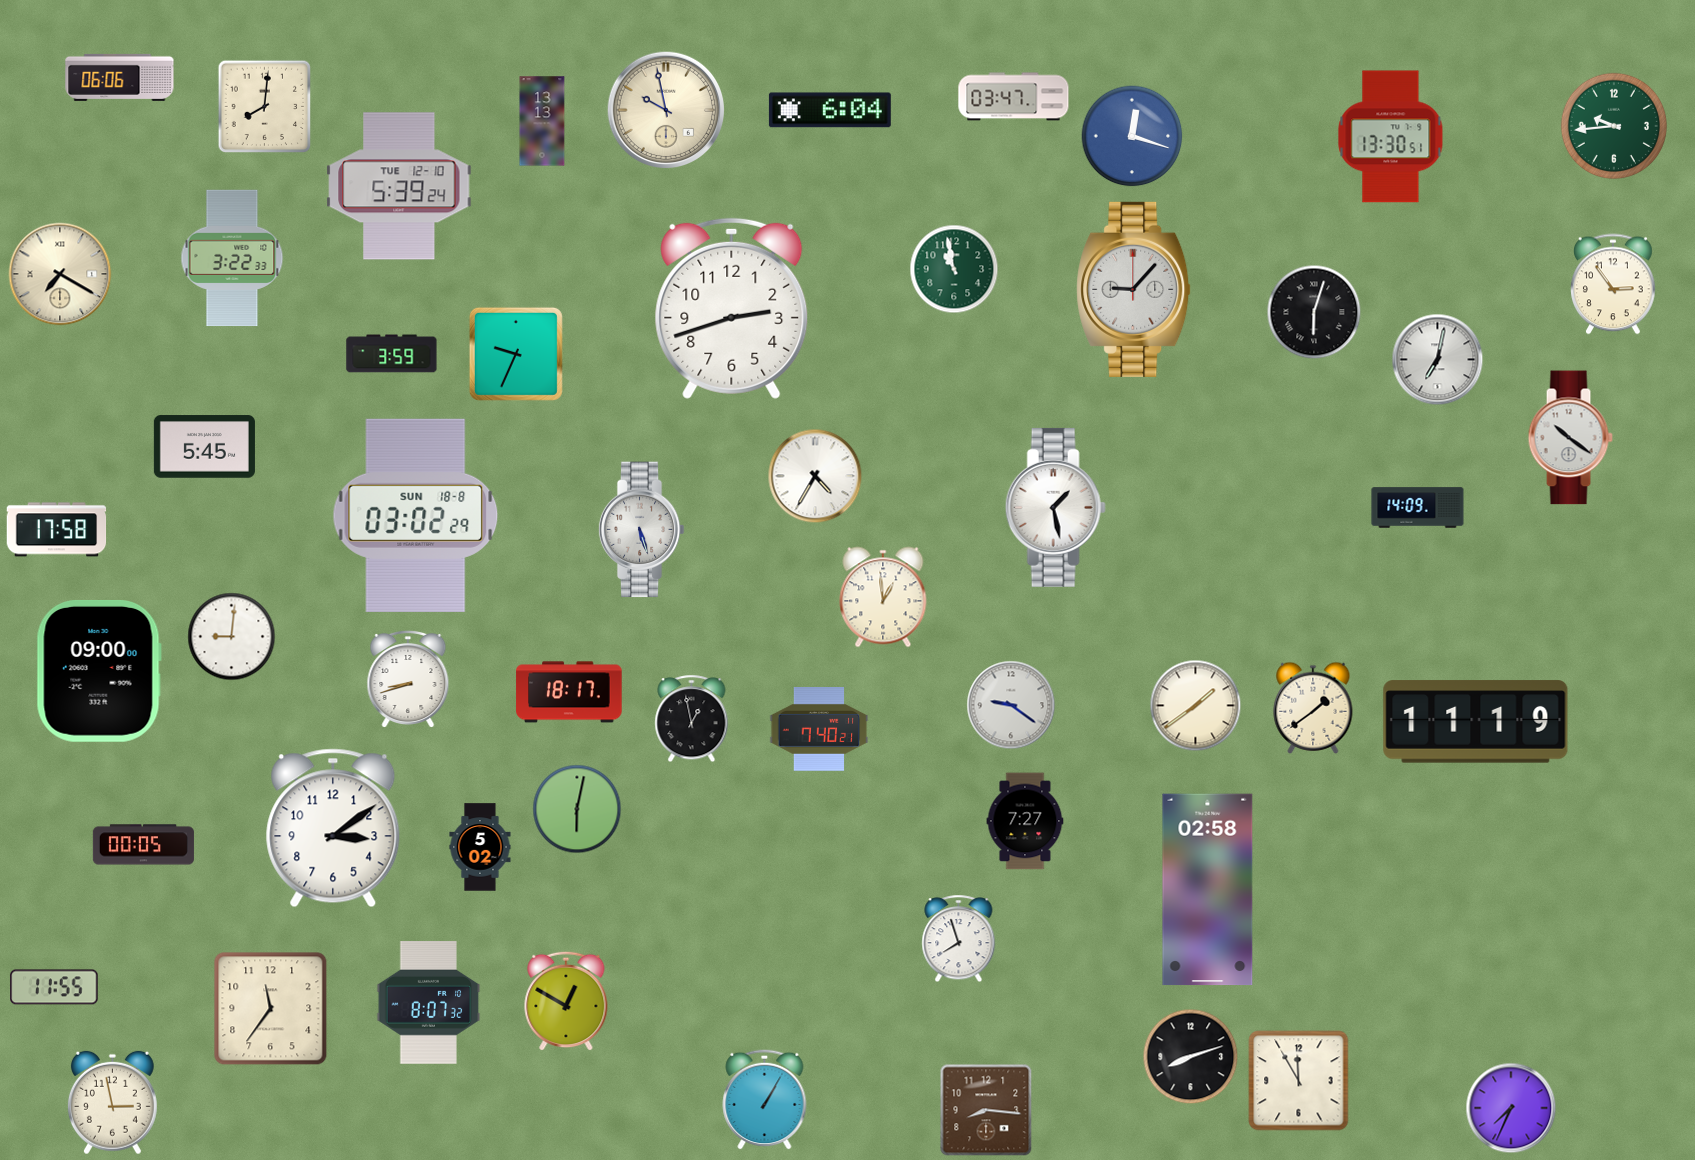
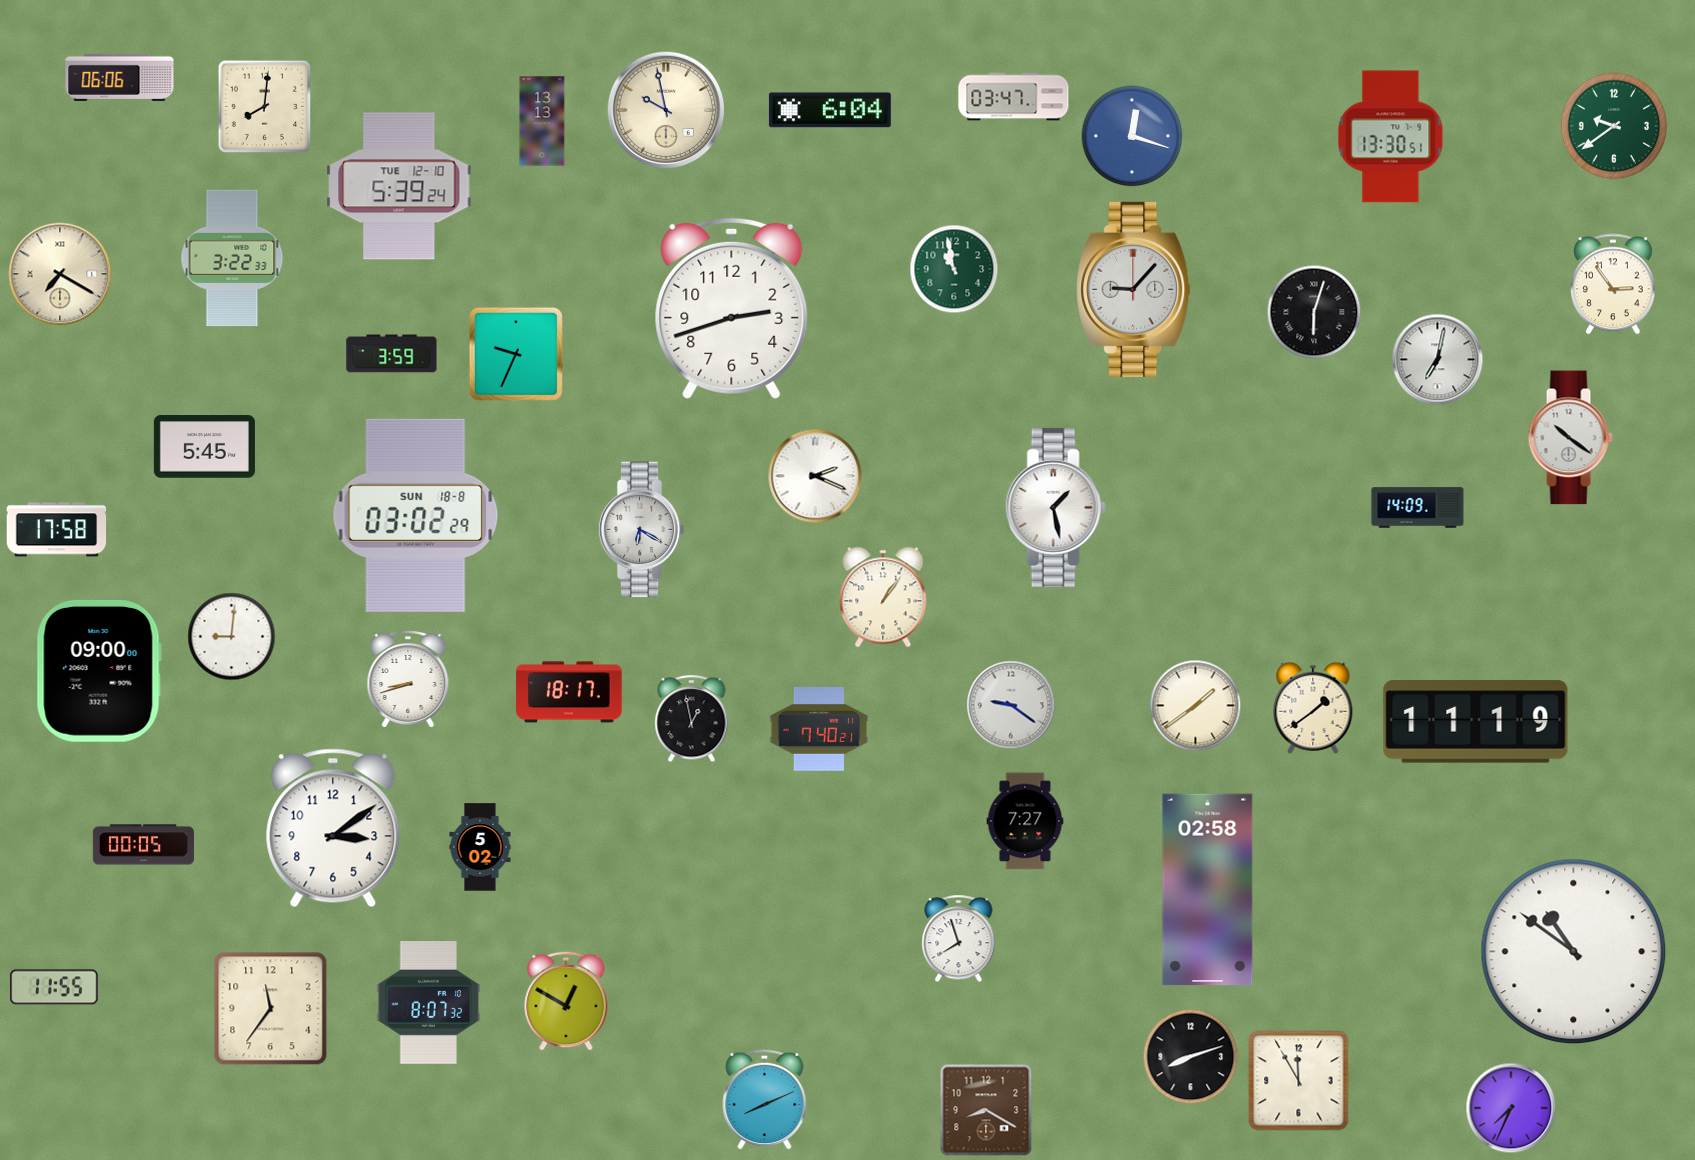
clock at (1614, 126): 9:44 -> 9:39
clock at (815, 476): 4:35 -> 2:19
clock at (641, 530): 5:27 -> 6:20
clock at (883, 597): 12:59 -> 1:06
clock at (577, 809): 6:02 -> none
clock at (1574, 952): none -> 10:51
clock at (765, 1099): 1:05 -> 8:11
clock at (112, 1103): 2:58 -> none
clock at (986, 1110): 8:16 -> 8:20
